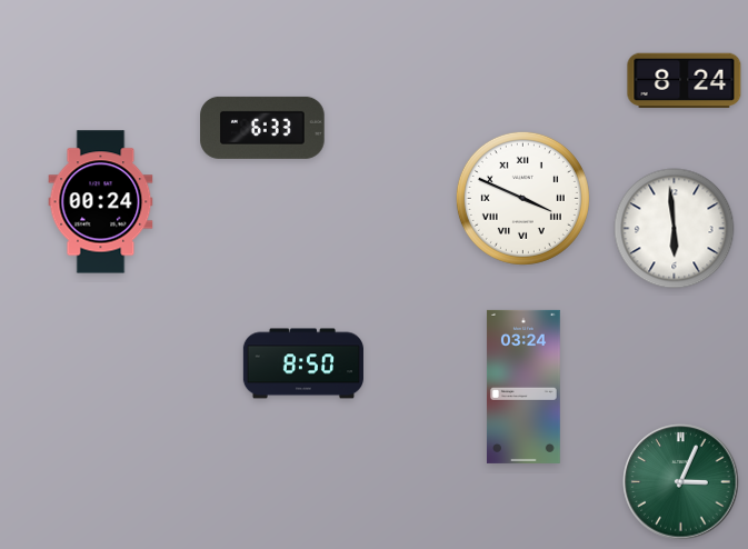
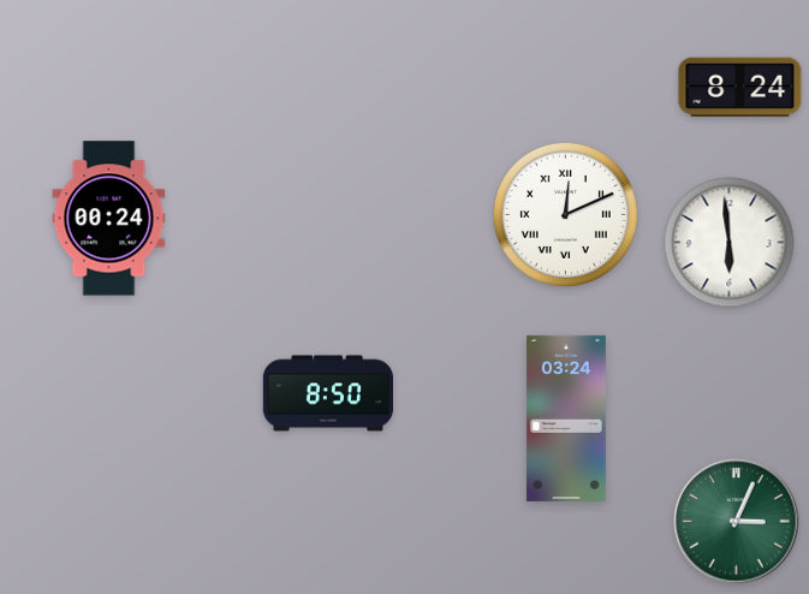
clock at (262, 128): 6:33 -> none
clock at (522, 198): 3:49 -> 12:11
clock at (675, 229) position: (675, 229) -> (730, 243)
